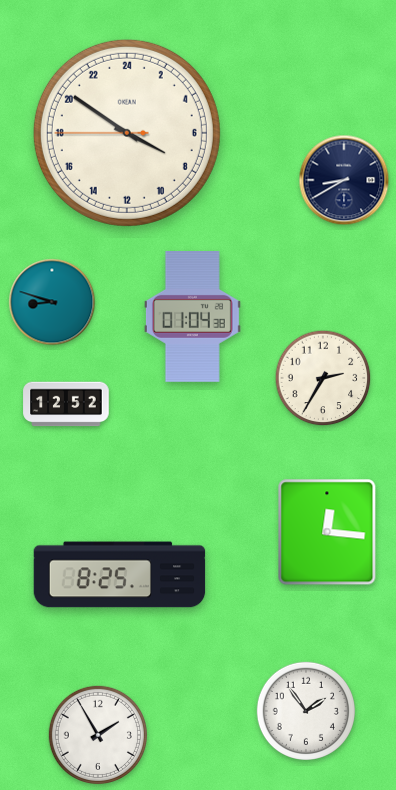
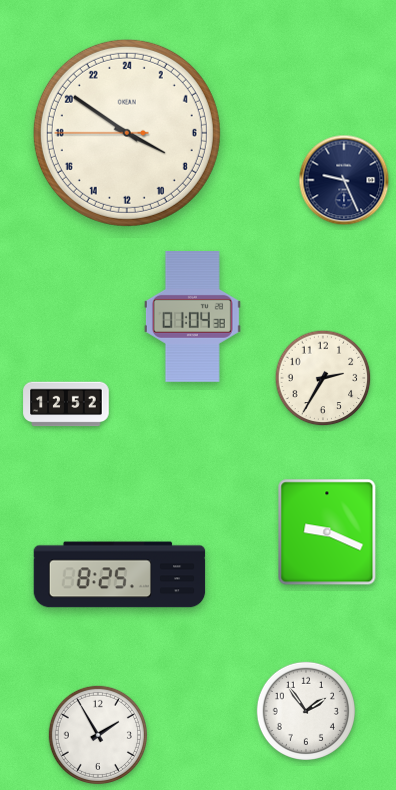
clock at (344, 180): 8:40 -> 9:26
clock at (52, 302): 8:48 -> none
clock at (327, 532): 12:16 -> 9:19
